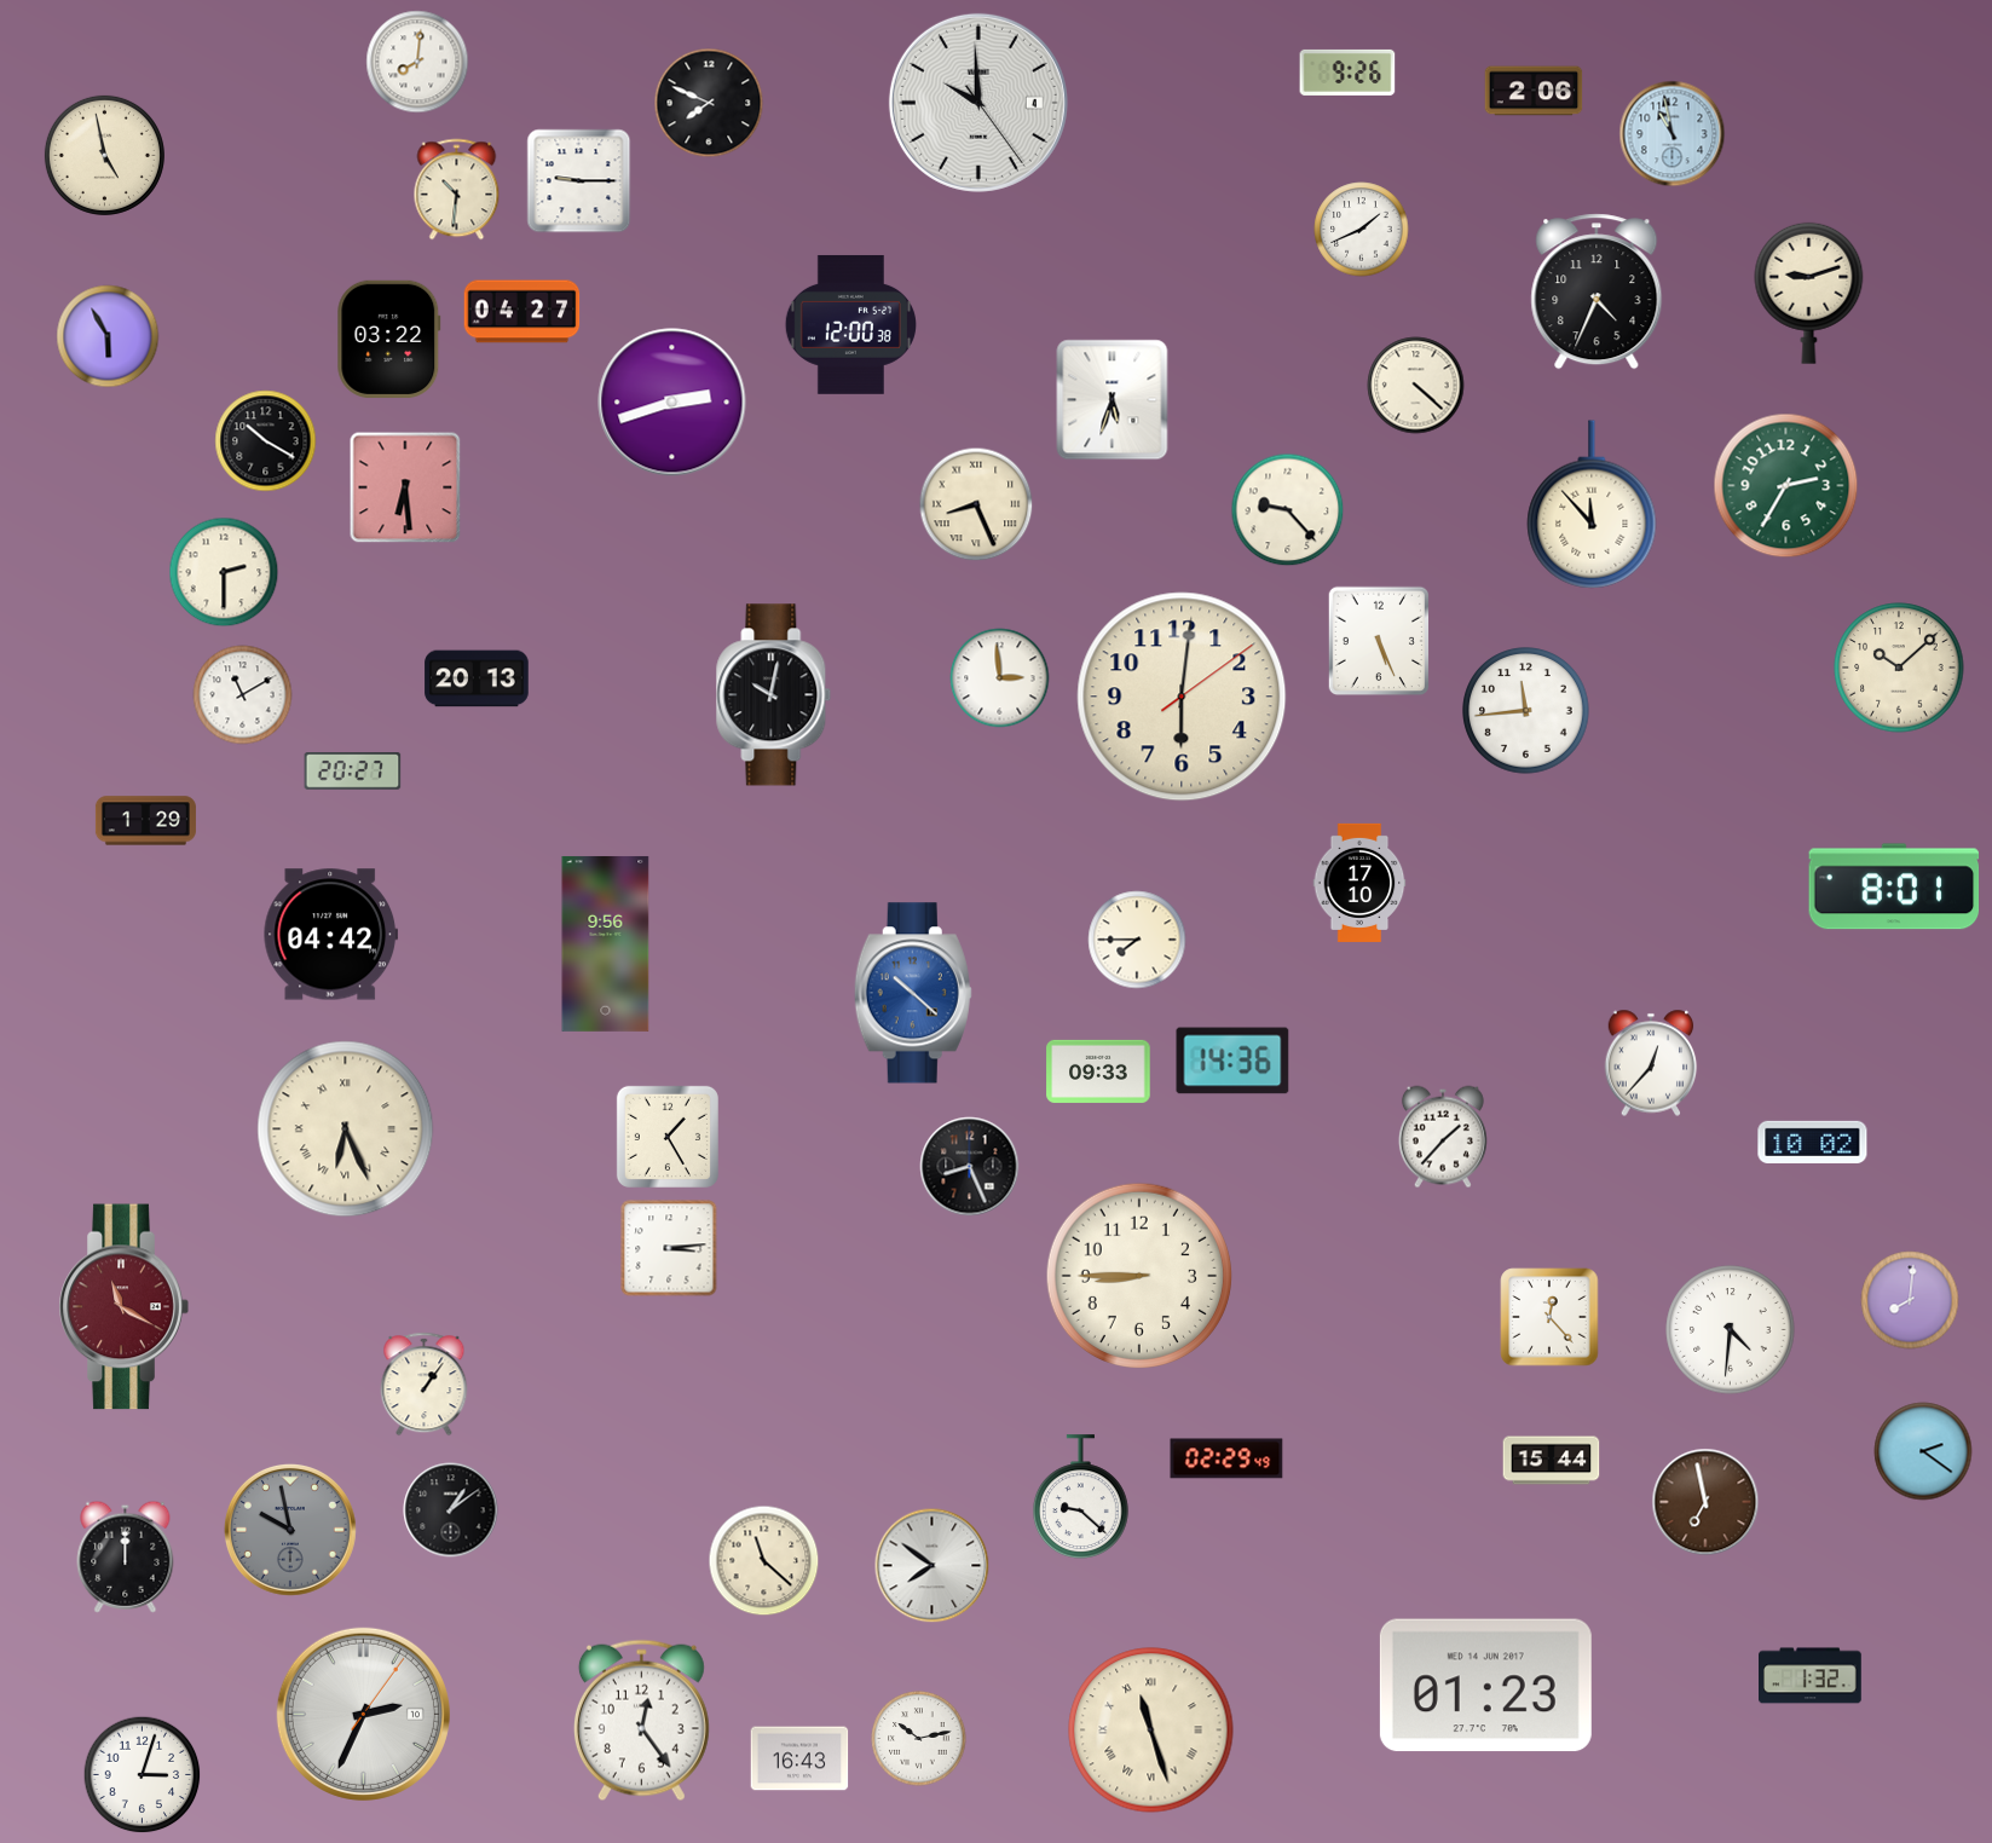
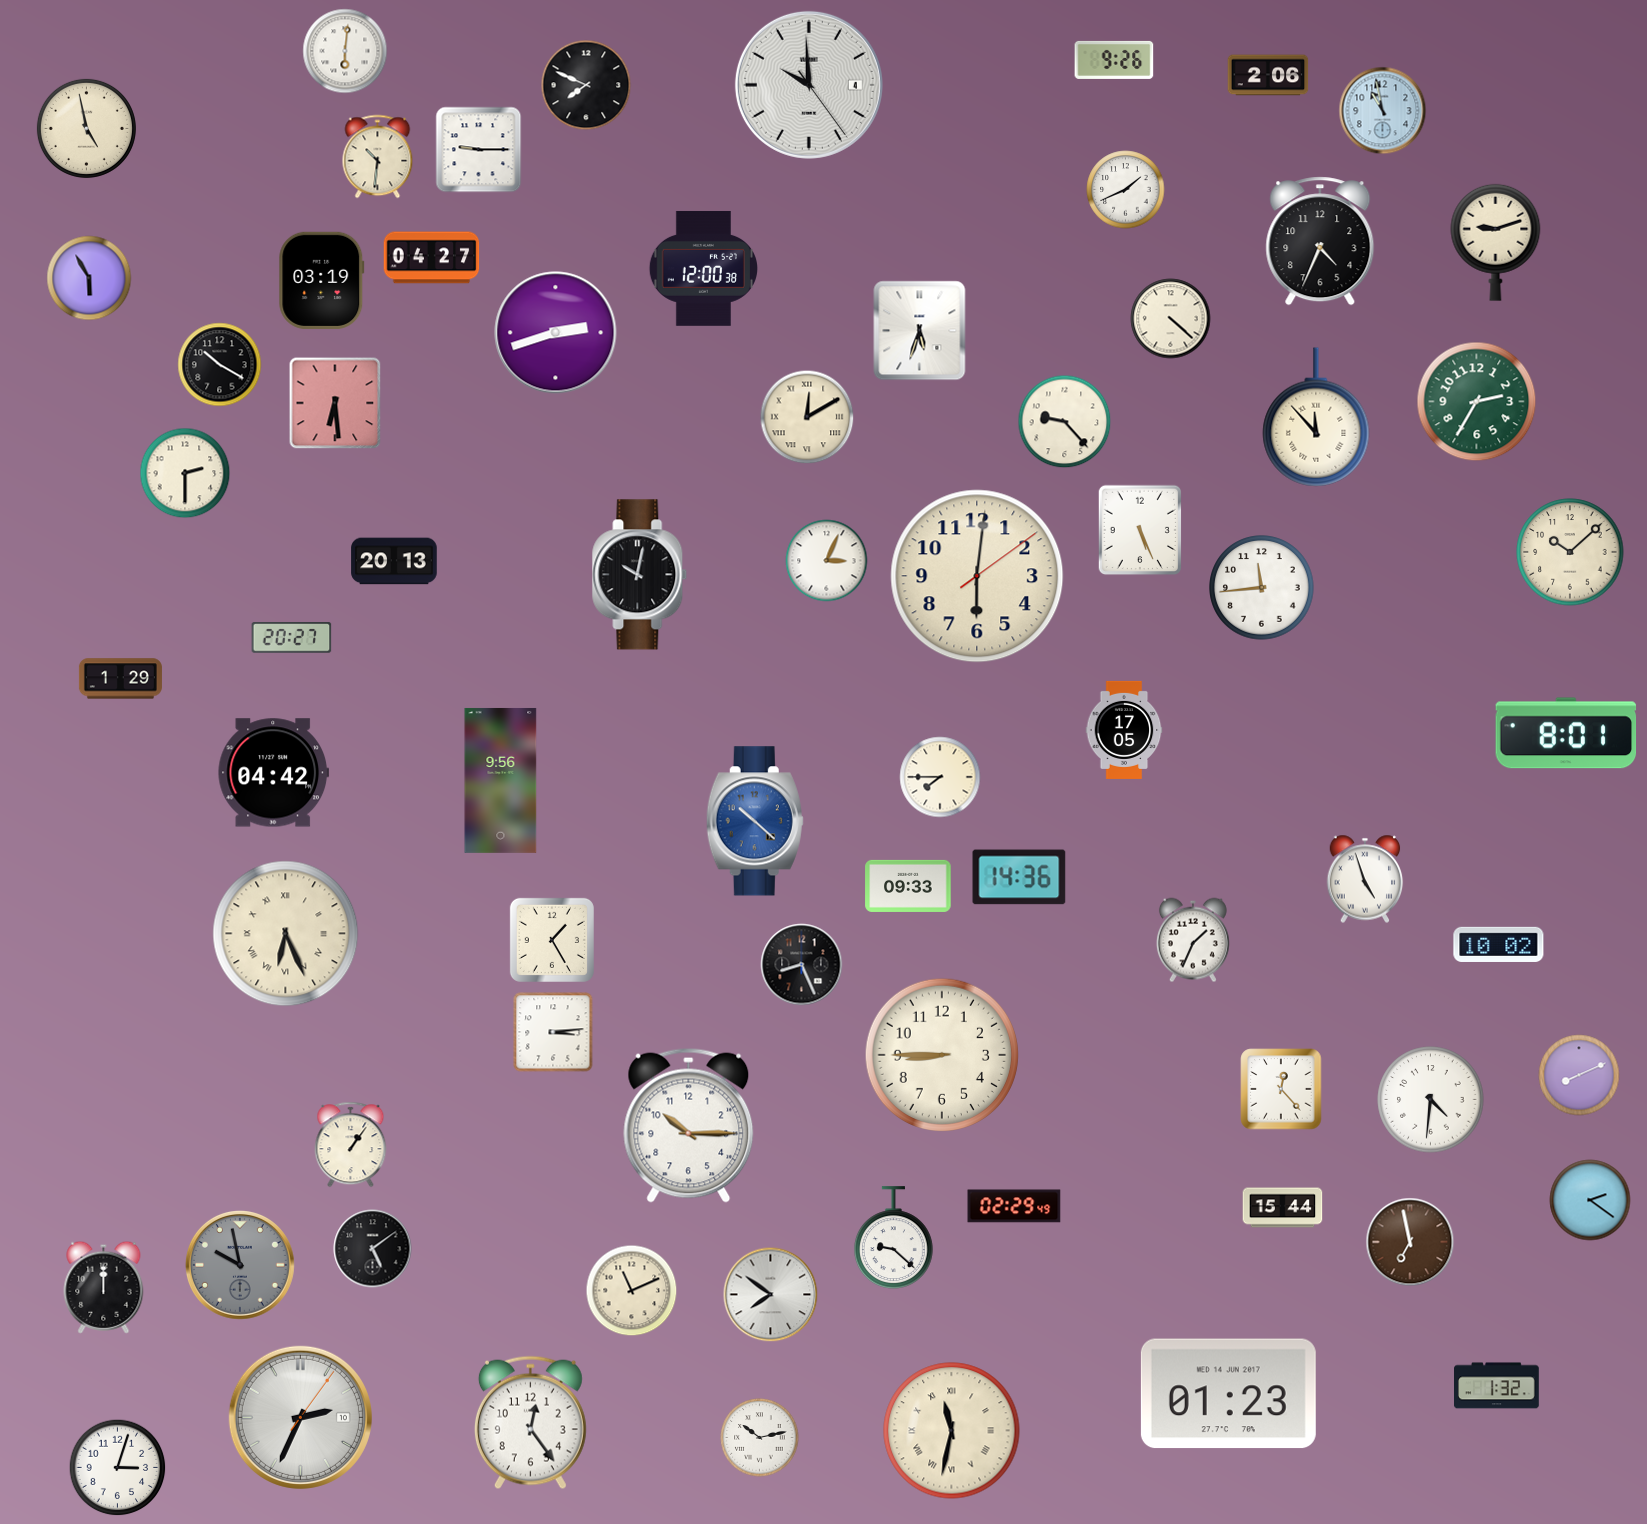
clock at (417, 62): 8:01 -> 6:01
clock at (389, 339): 03:22 -> 03:19
clock at (976, 504): 8:26 -> 12:10
clock at (1000, 678): 2:59 -> 3:04
clock at (243, 695): 11:10 -> none
clock at (1359, 883): 17:10 -> 17:05
clock at (1651, 1063): 12:37 -> 4:57
clock at (1443, 1137): 1:37 -> 1:34
clock at (1910, 1300): 8:01 -> 8:11
clock at (123, 1307): 11:20 -> none
clock at (689, 1125): none -> 10:15
clock at (451, 1510): 1:09 -> 5:09
clock at (764, 1561): 11:22 -> 11:11
clock at (1151, 1731): 11:27 -> 11:32
clock at (799, 1758): 16:43 -> none
